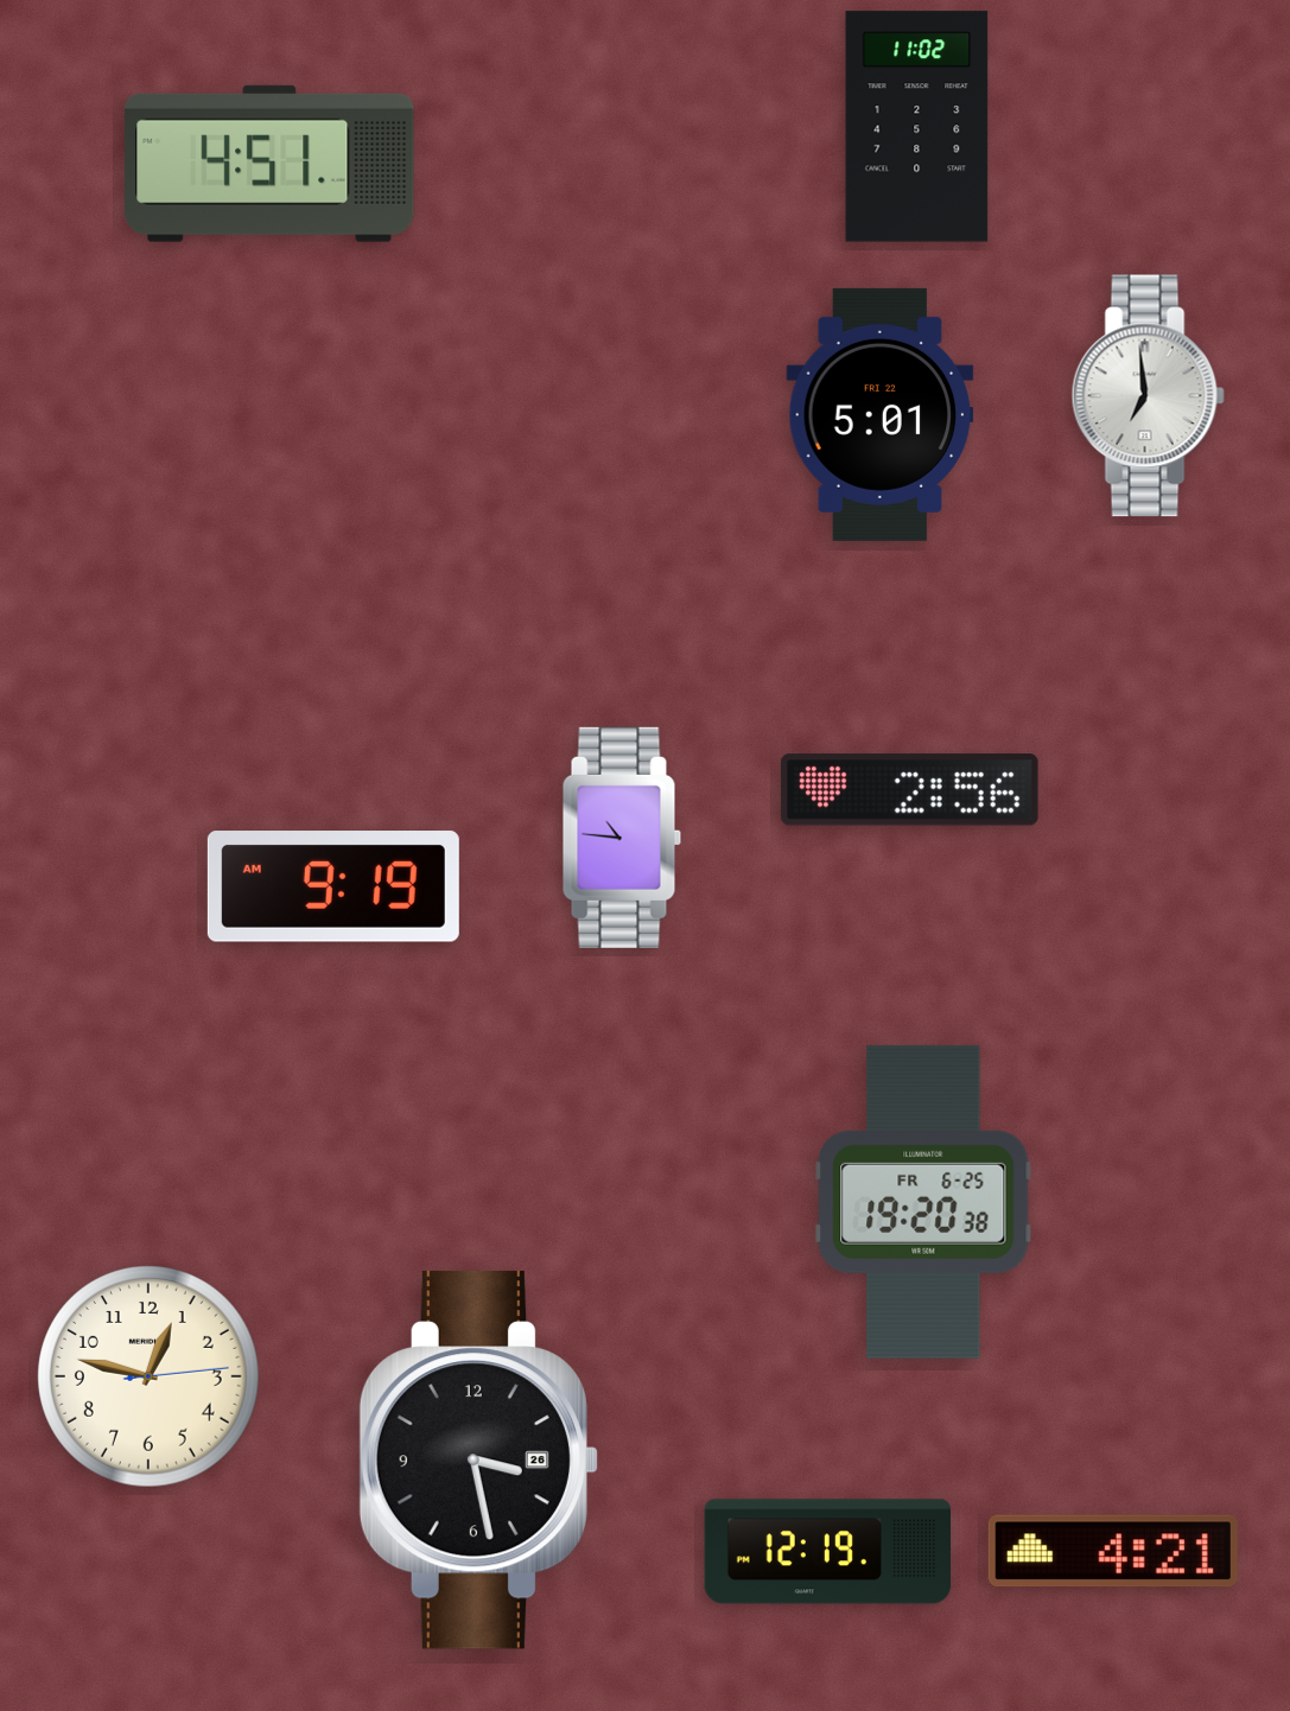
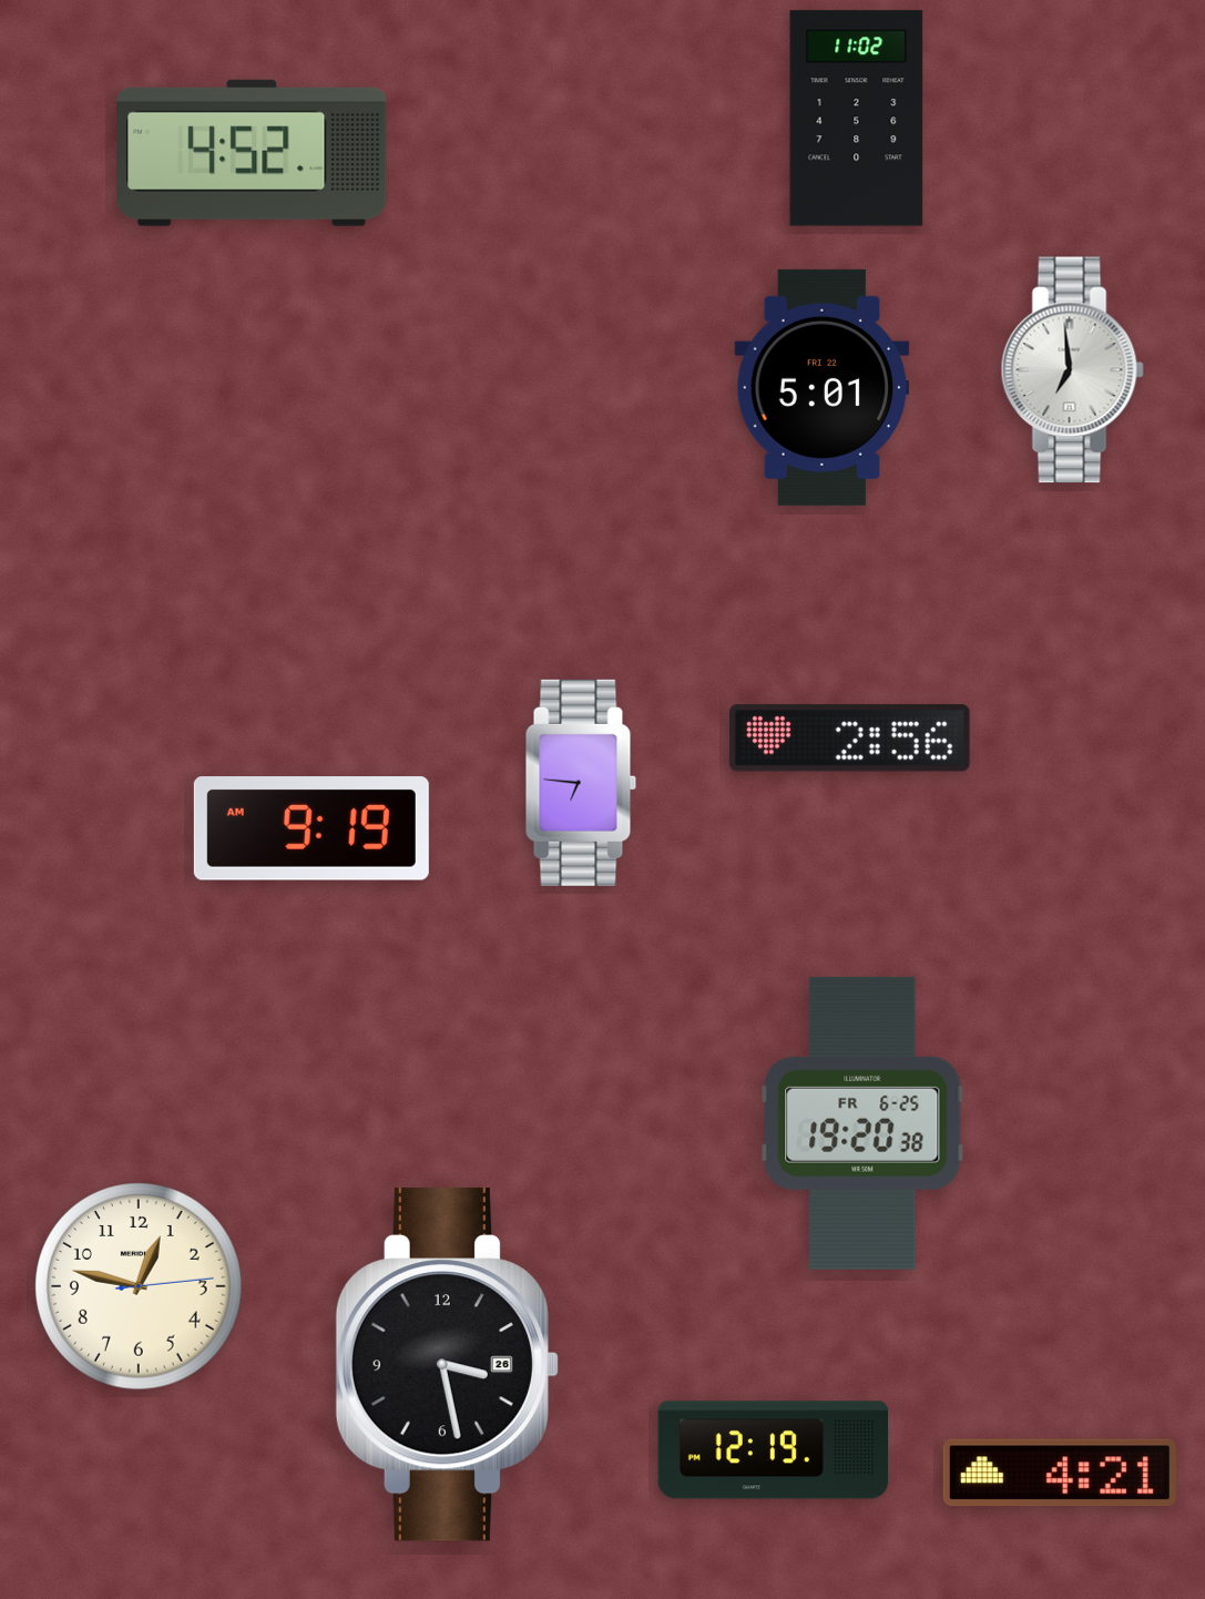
clock at (271, 164): 4:51 -> 4:52
clock at (622, 838): 10:46 -> 6:46
clock at (1113, 1551) position: (1113, 1551) -> (1060, 1473)
